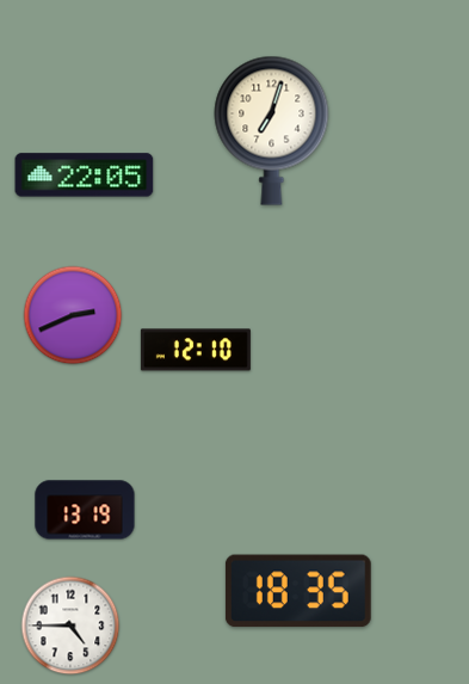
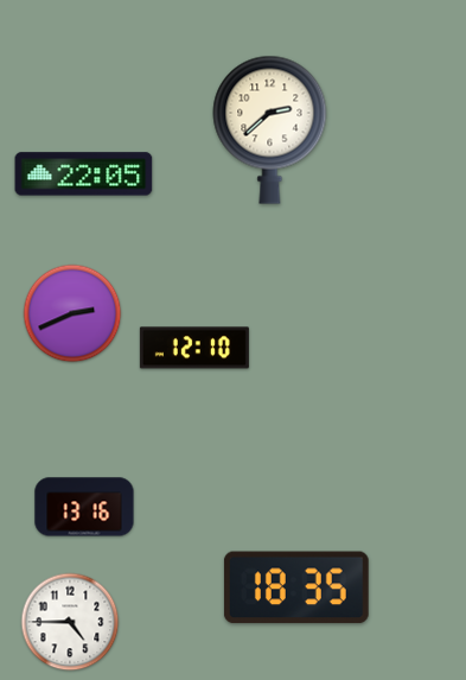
clock at (272, 130): 7:03 -> 2:38
clock at (85, 510): 13:19 -> 13:16
